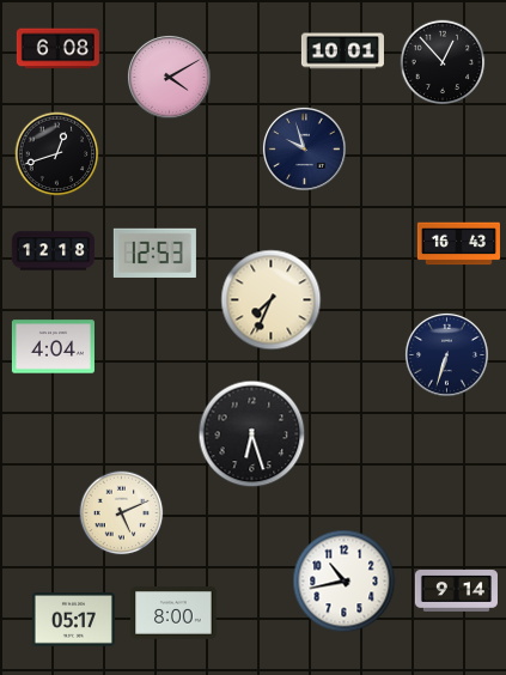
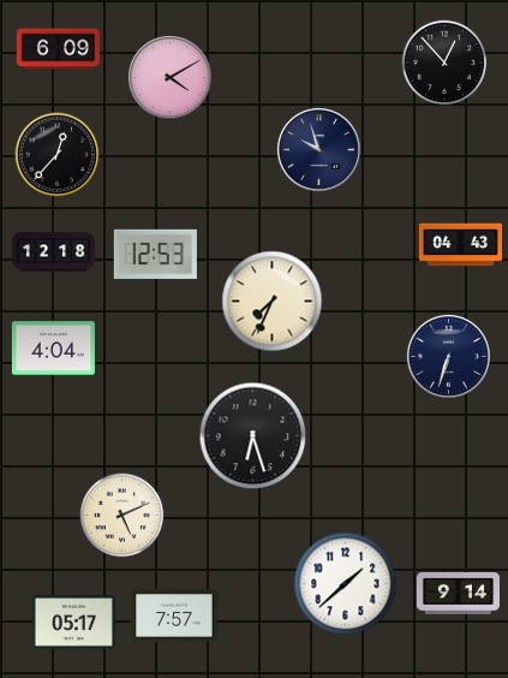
clock at (57, 49): 6:08 -> 6:09
clock at (342, 51): 10:01 -> none
clock at (304, 148) position: (304, 148) -> (318, 149)
clock at (57, 154): 12:42 -> 12:37
clock at (458, 244): 16:43 -> 04:43
clock at (345, 582): 10:43 -> 1:38
clock at (173, 613): 8:00 -> 7:57
